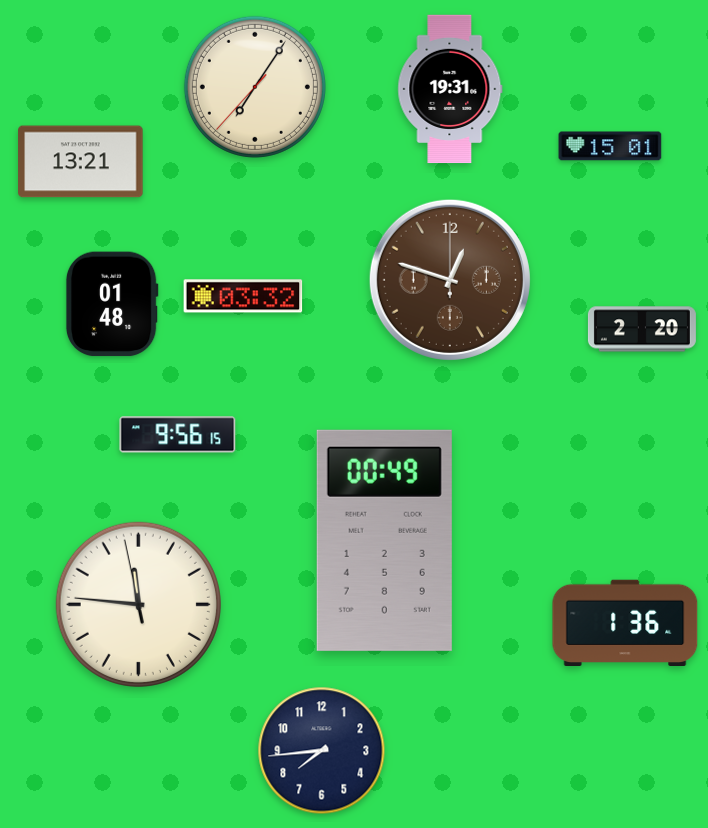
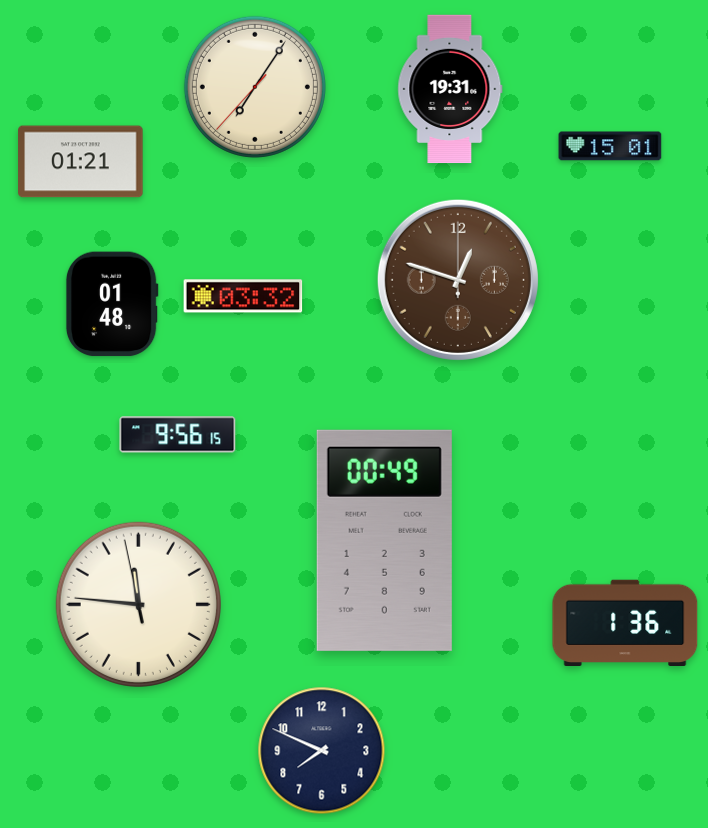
clock at (81, 162): 13:21 -> 01:21
clock at (450, 280) position: (450, 280) -> (458, 280)
clock at (642, 329): 2:20 -> none
clock at (322, 751): 7:44 -> 7:49
